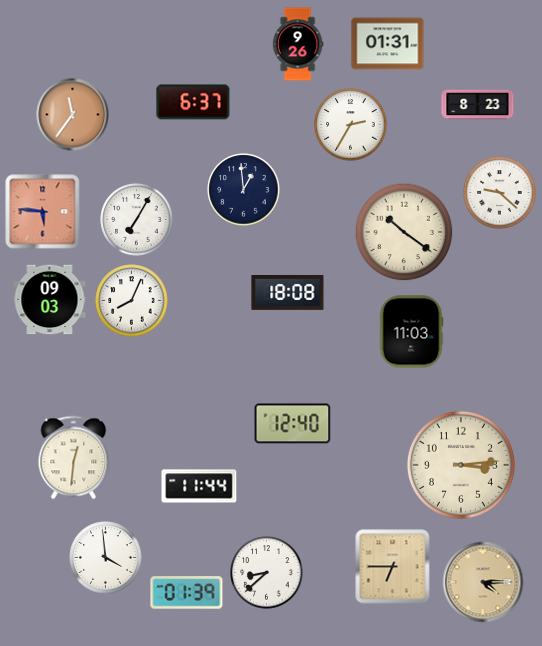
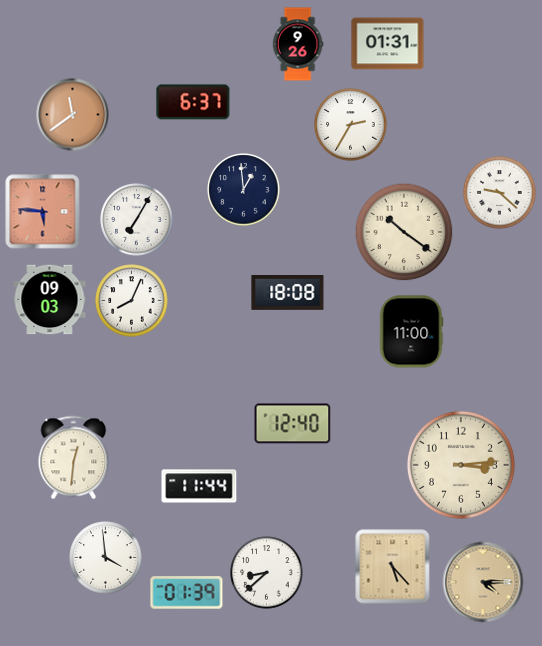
clock at (478, 105): 8:23 -> none
clock at (73, 115): 11:36 -> 11:39
clock at (411, 332): 11:03 -> 11:00
clock at (393, 567): 6:45 -> 5:23
